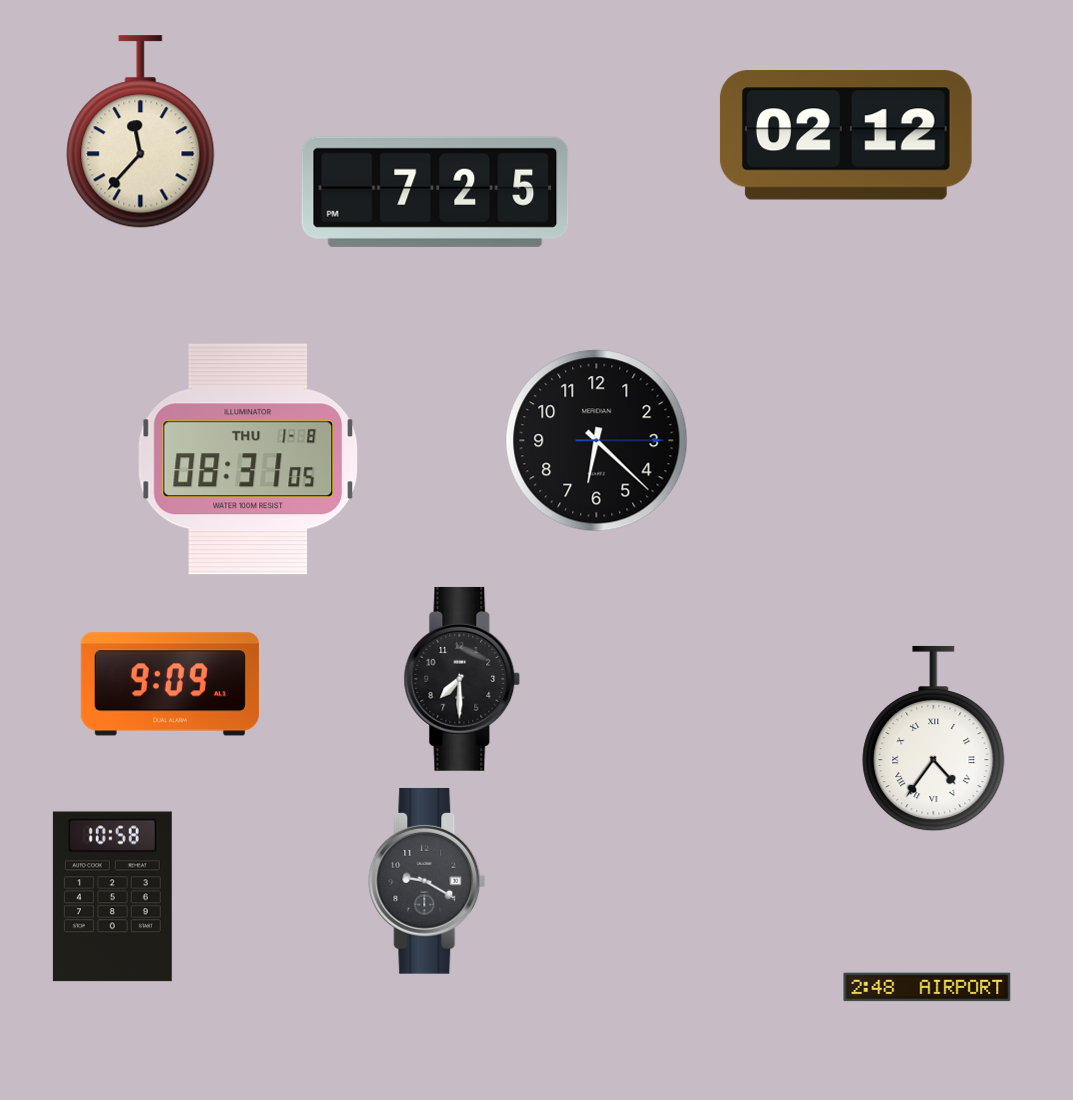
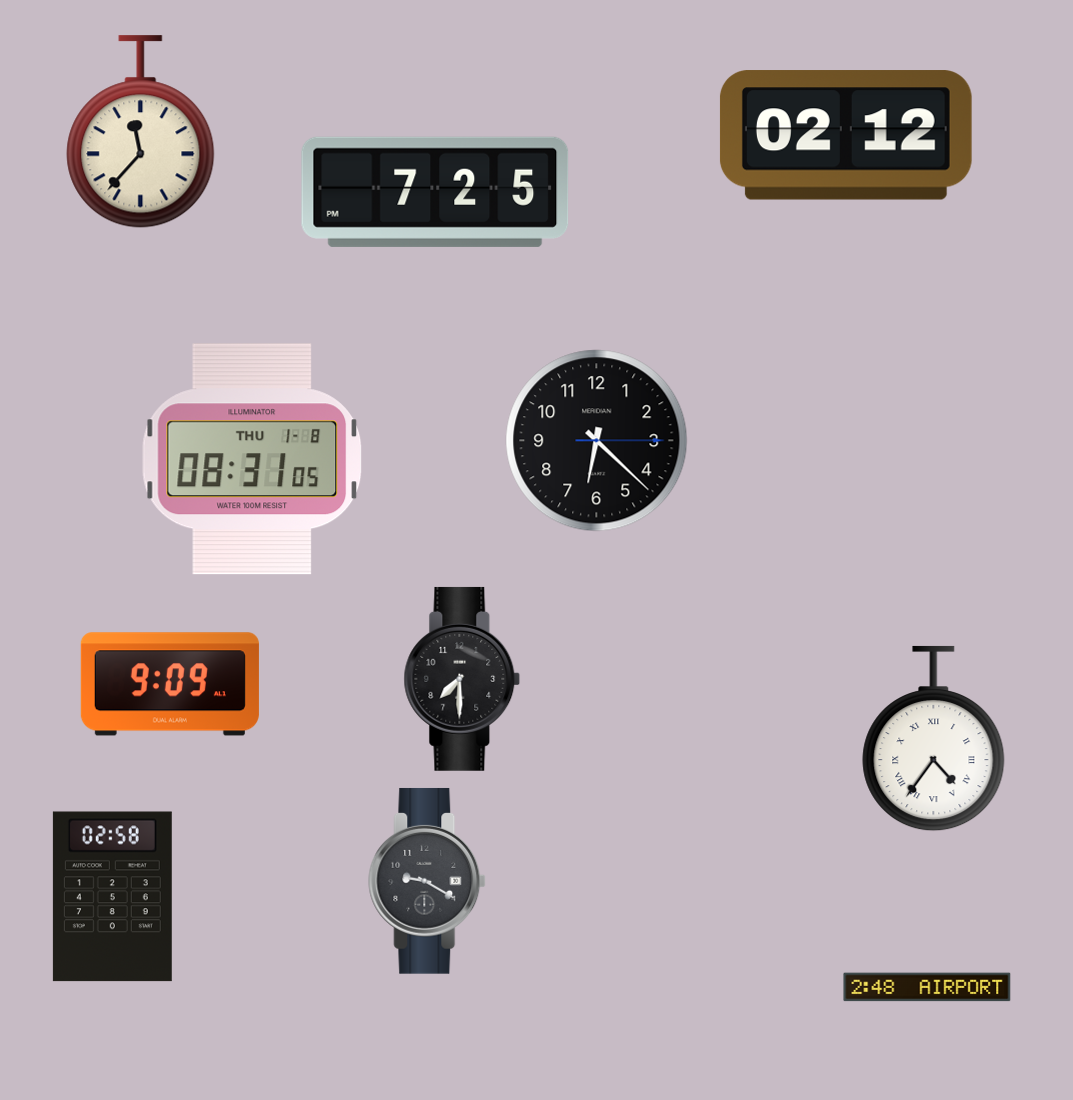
clock at (248, 459) position: (248, 459) -> (252, 459)
clock at (112, 897): 10:58 -> 02:58
